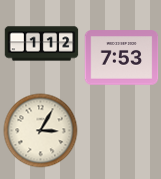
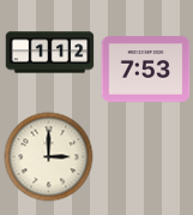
clock at (41, 131): 3:05 -> 3:00
